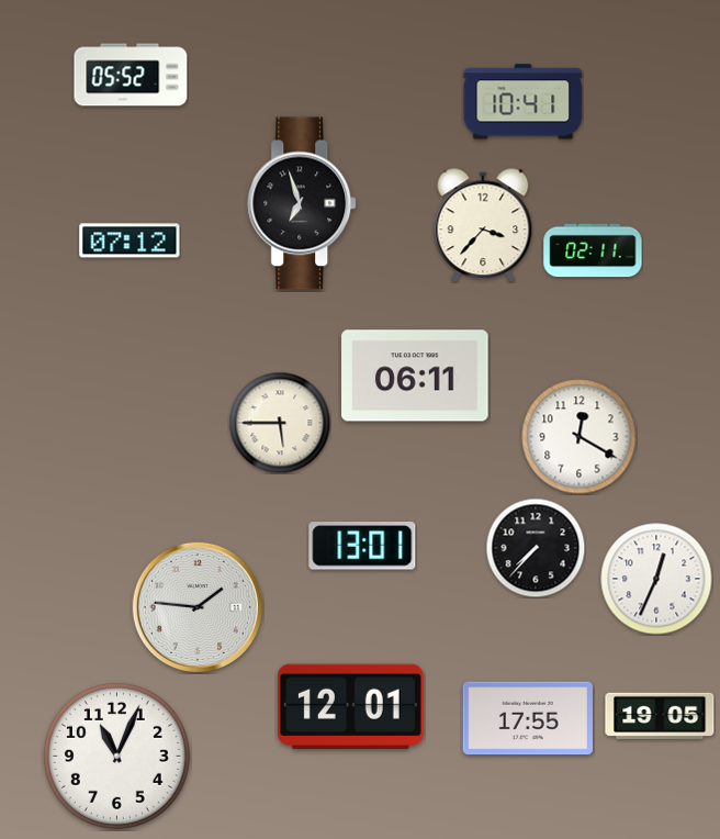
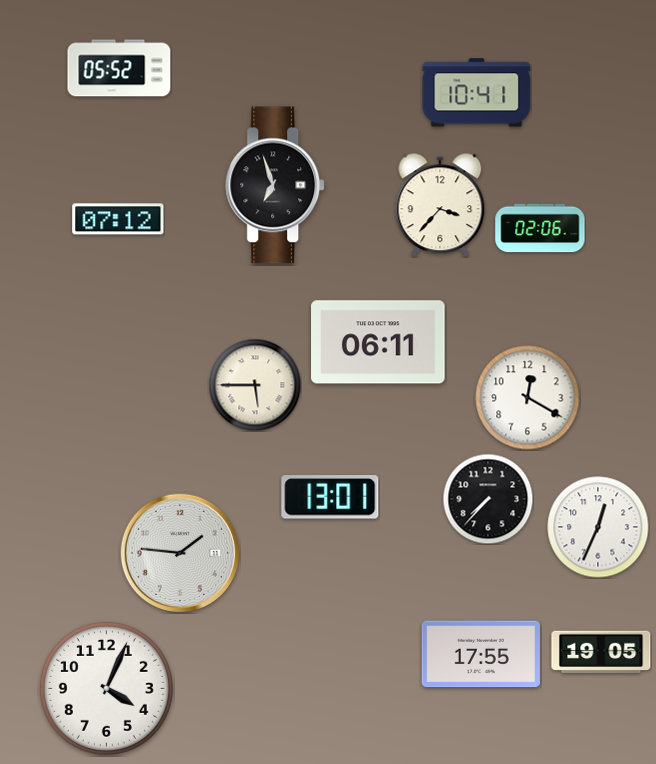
clock at (593, 250): 02:11 -> 02:06
clock at (351, 706): 12:01 -> none
clock at (116, 756): 11:04 -> 4:04
